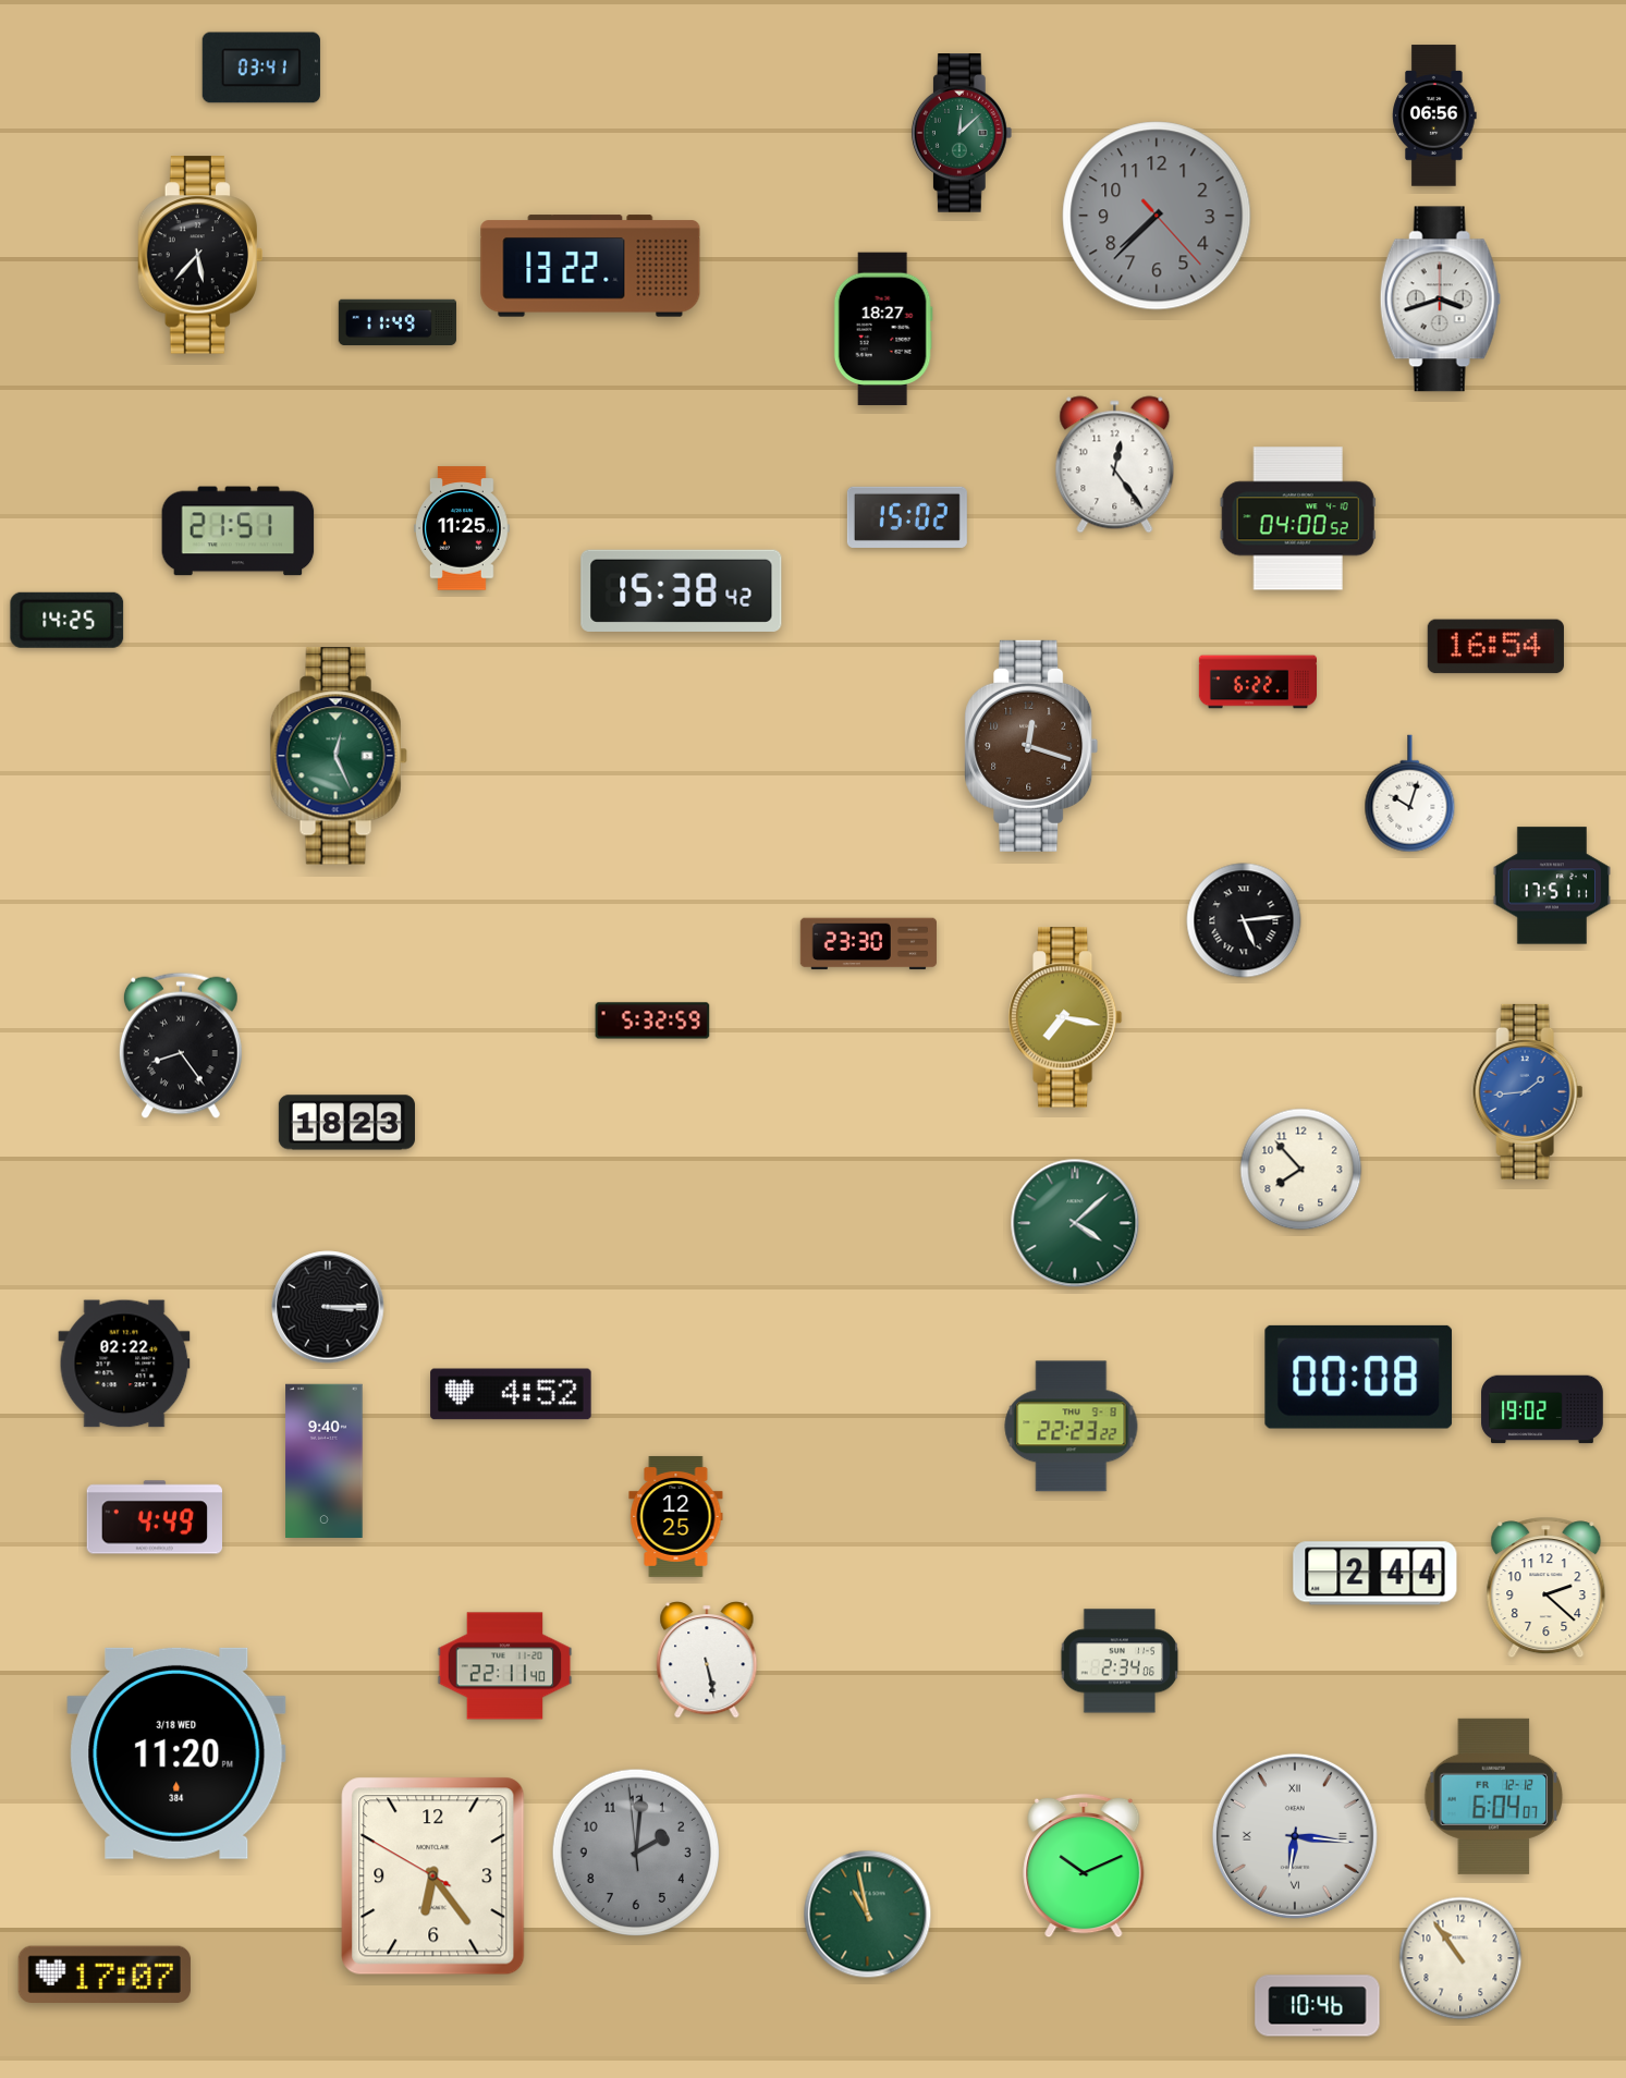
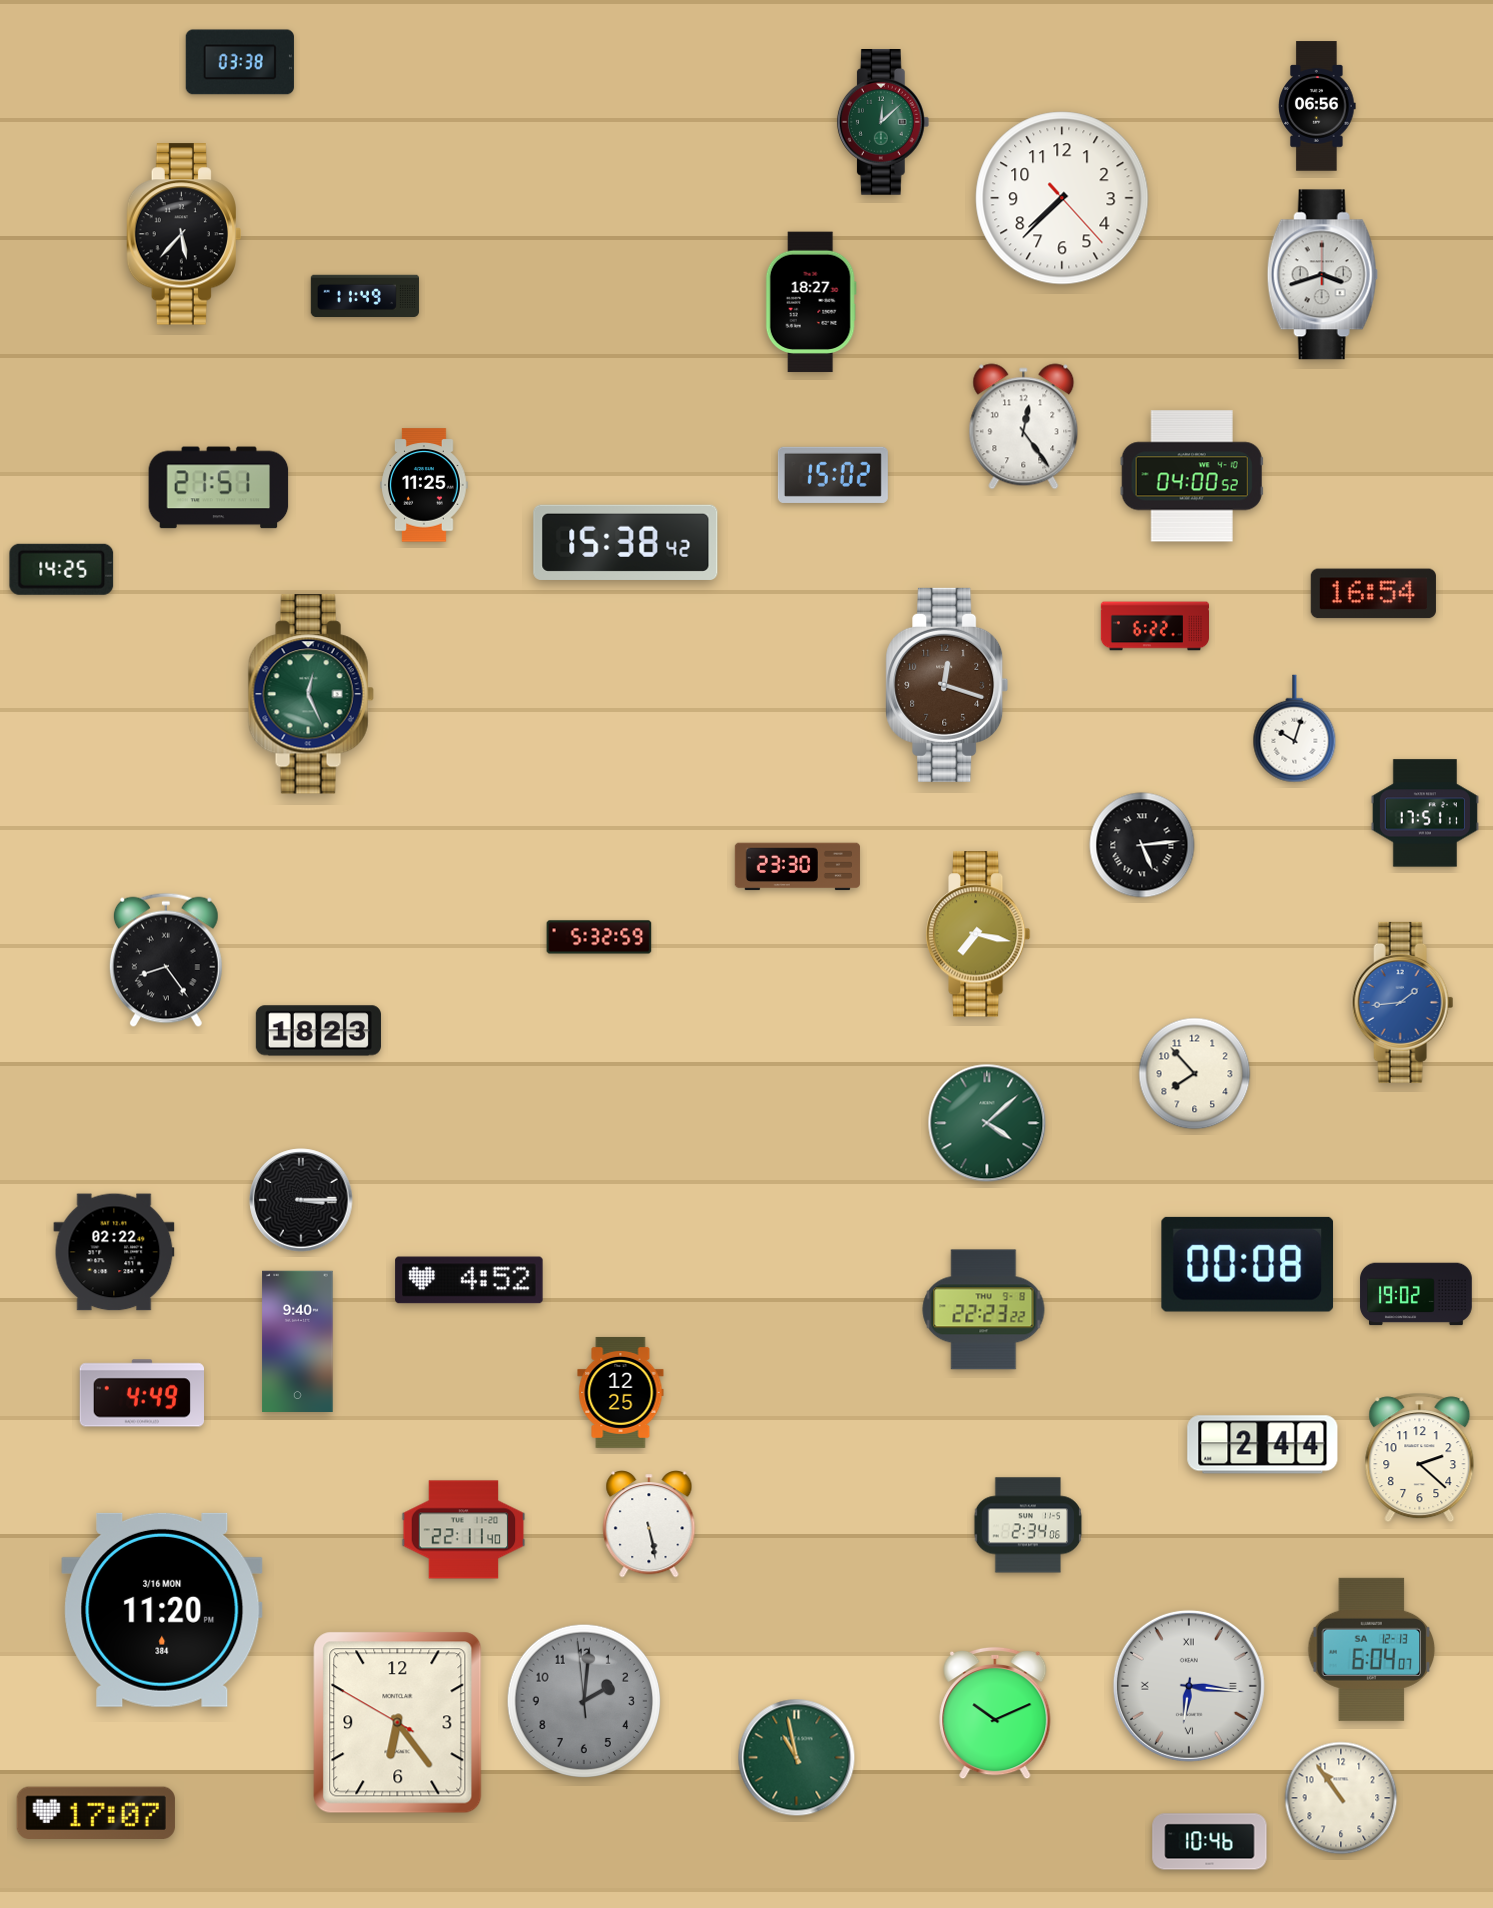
clock at (261, 68): 03:41 -> 03:38
clock at (1157, 216) dial: grey -> white
clock at (590, 266): 13:22 -> none
clock at (176, 1753) date: 3/18 WED -> 3/16 MON
clock at (1494, 1796) date: FR 12-12 -> SA 12-13
